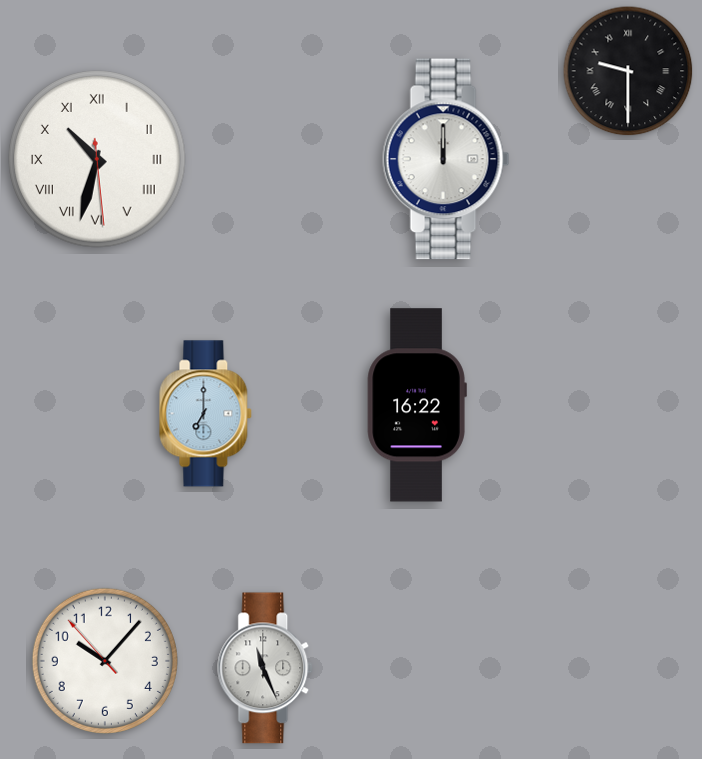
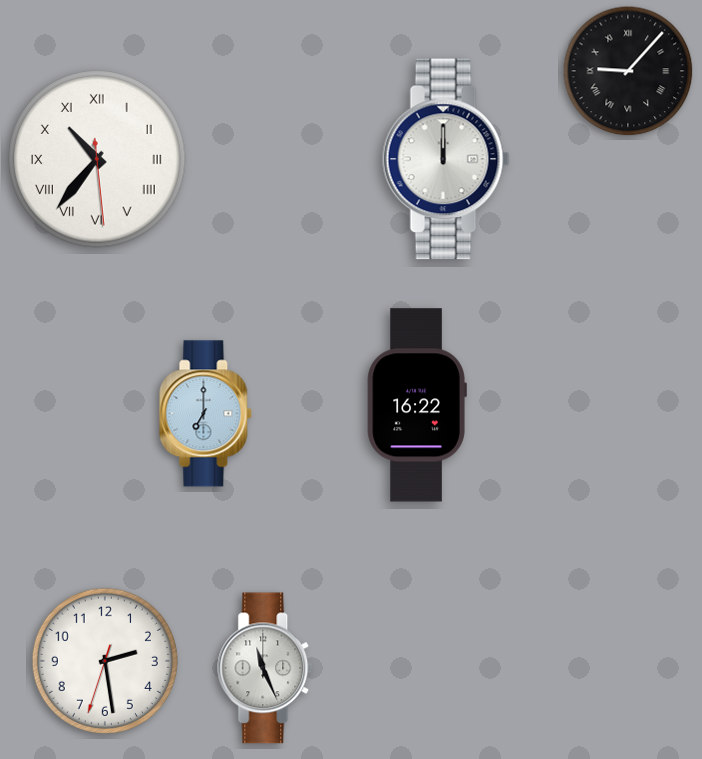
clock at (628, 71): 9:30 -> 9:07
clock at (98, 160): 10:32 -> 10:36
clock at (105, 661): 10:06 -> 2:28
